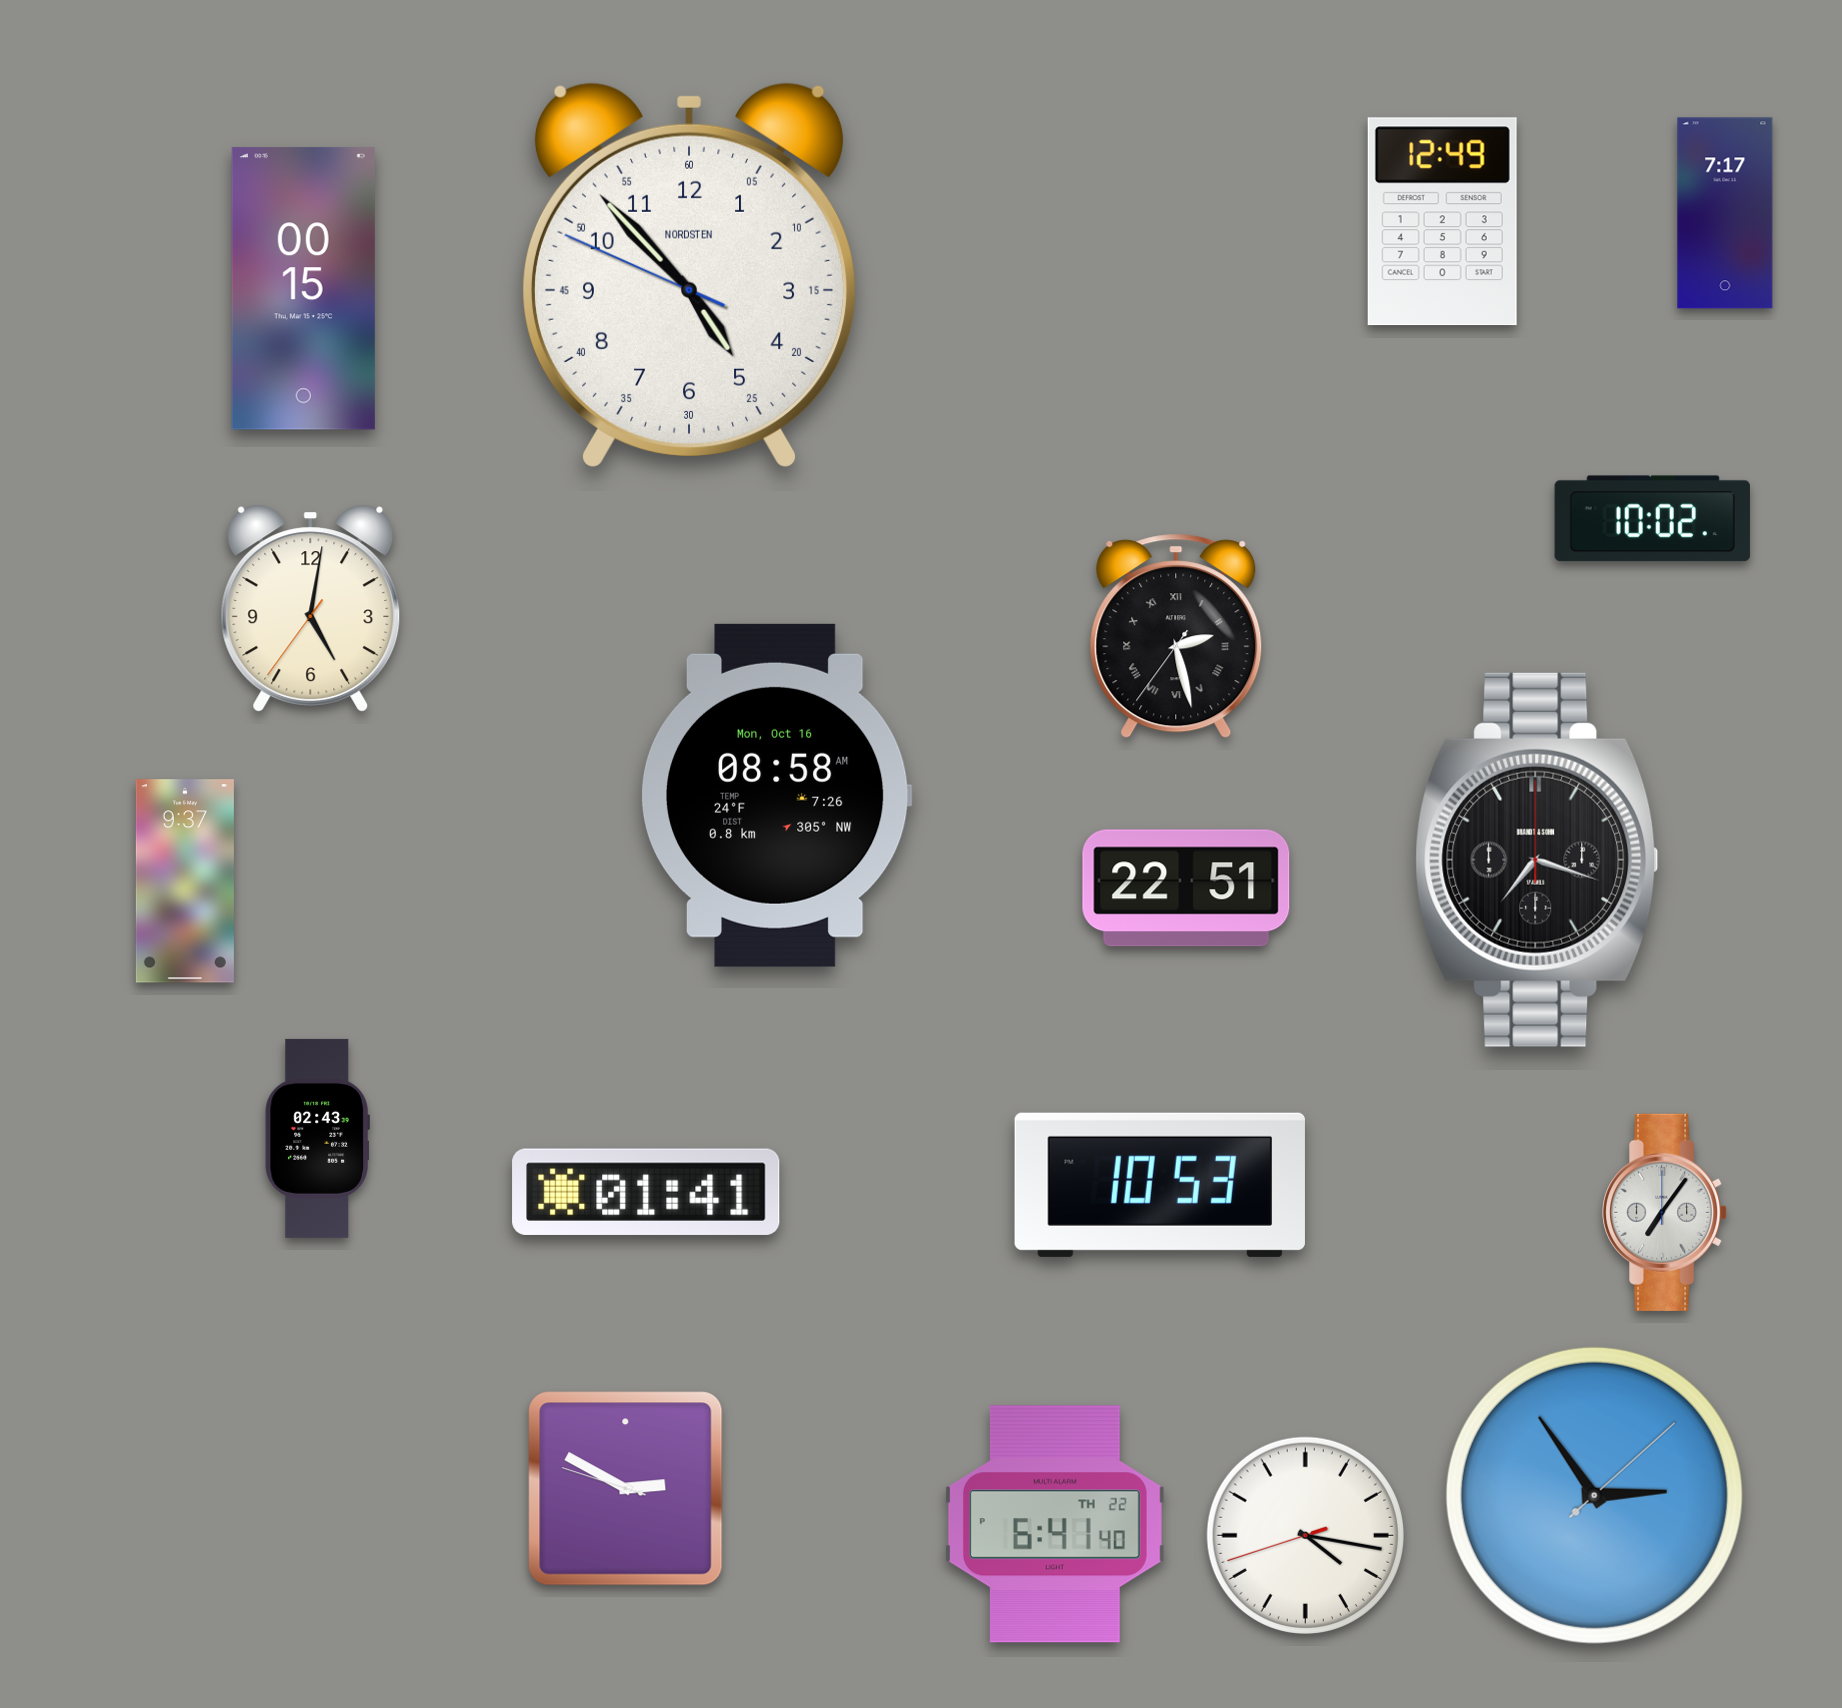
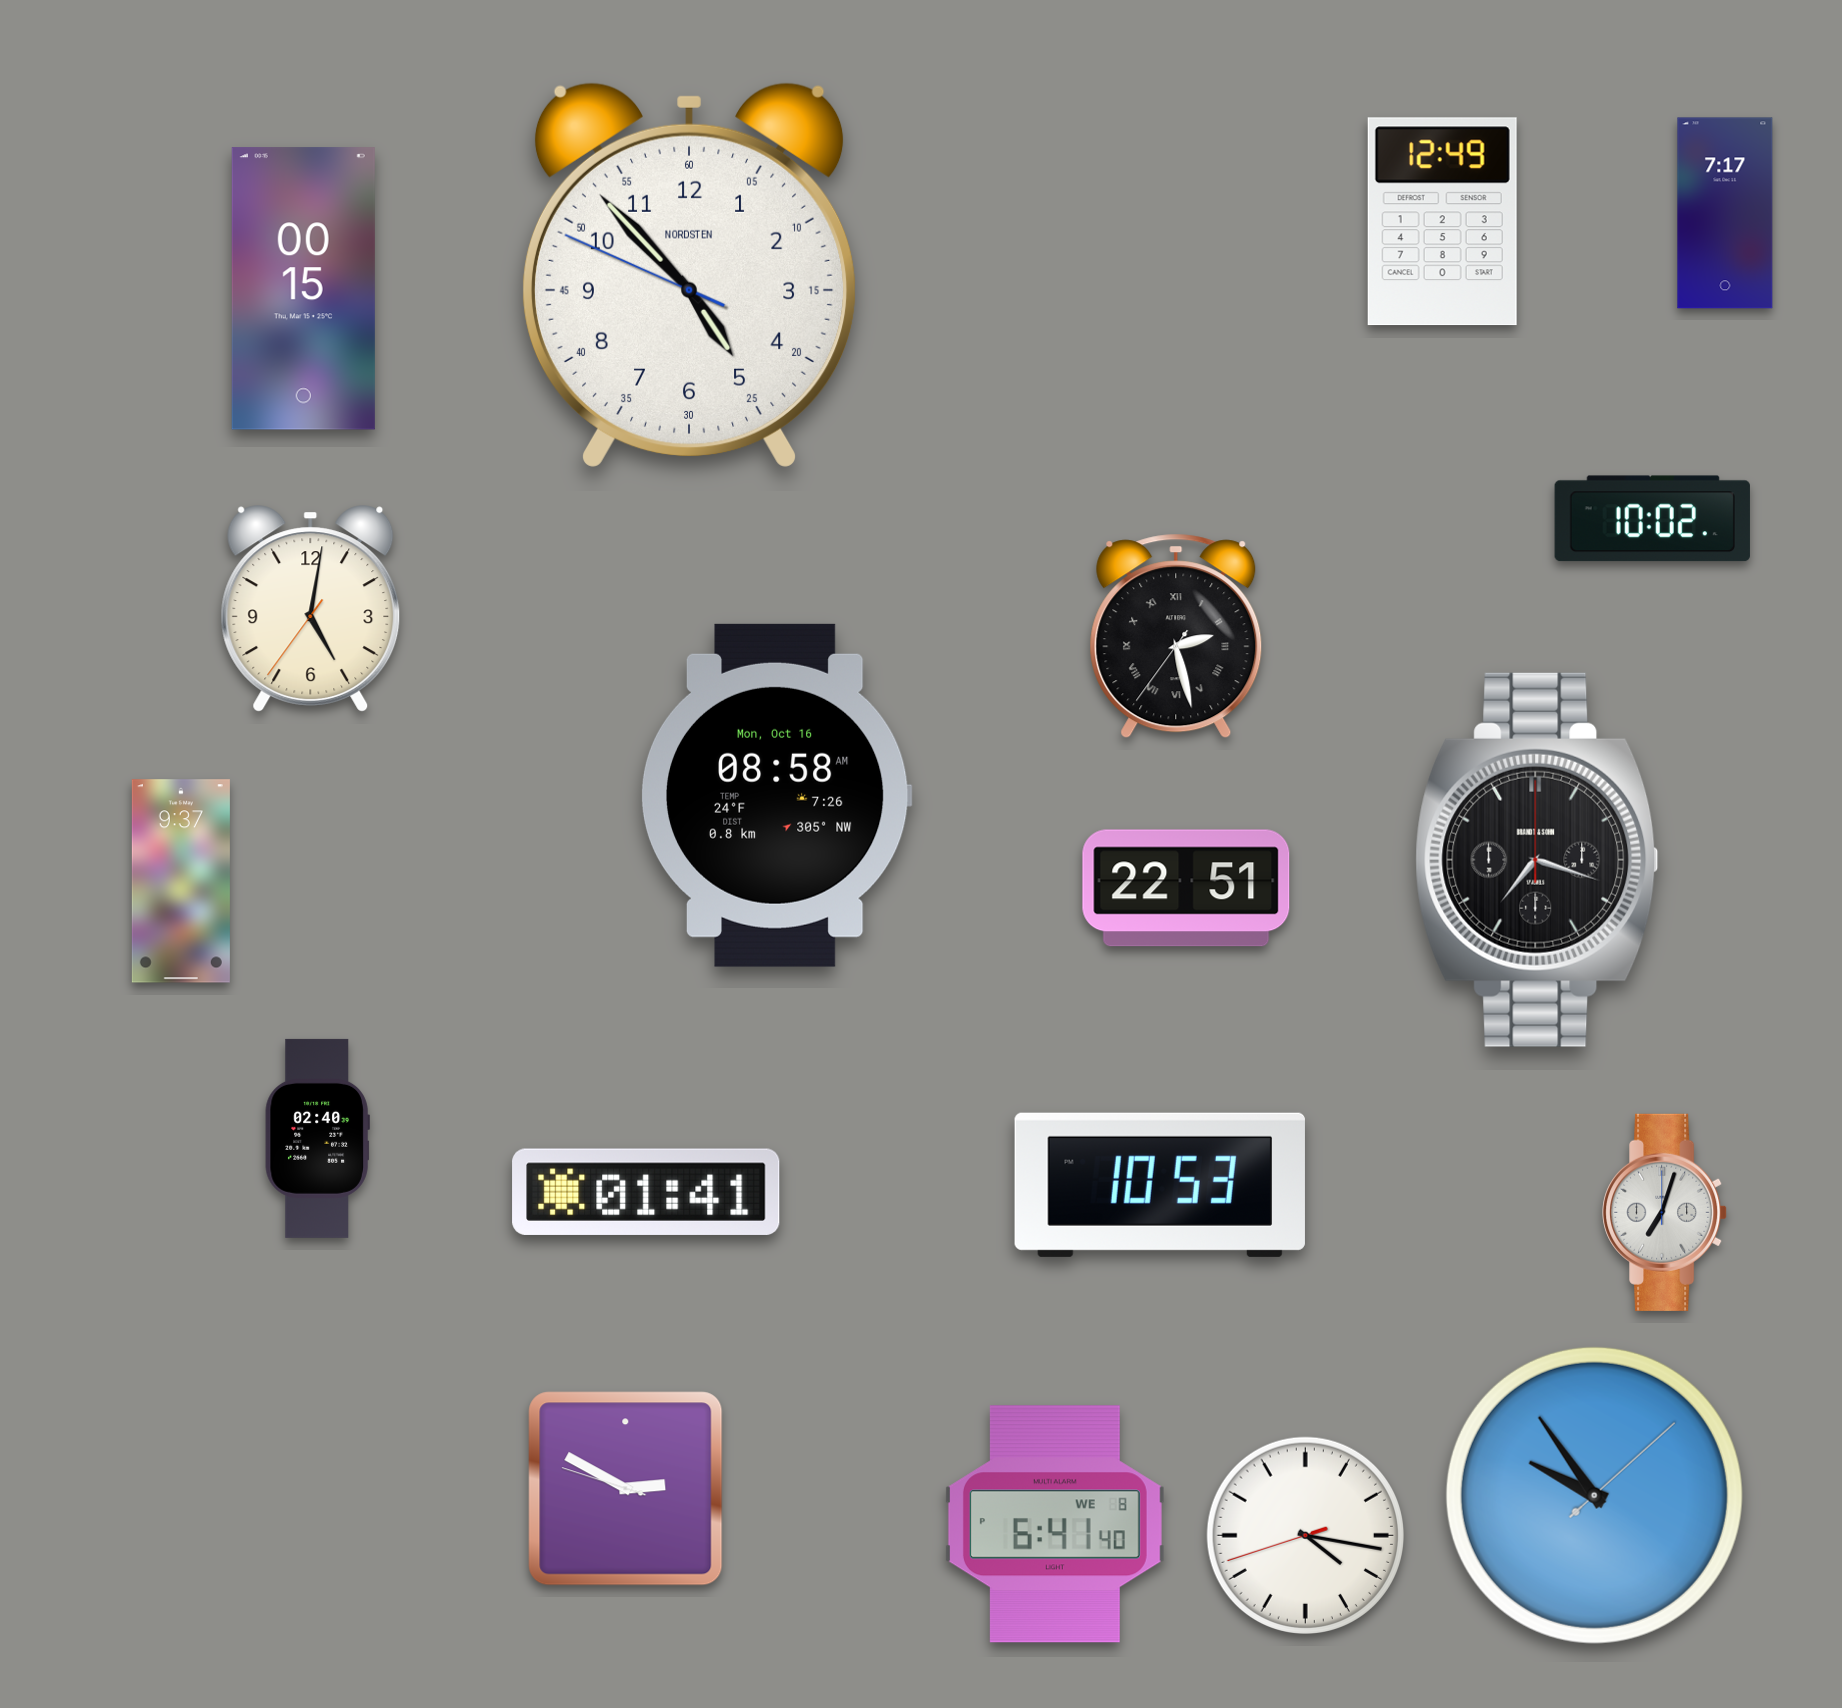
clock at (185, 881) position: (185, 881) -> (181, 881)
clock at (317, 1138): 02:43 -> 02:40
clock at (1665, 1212): 7:06 -> 7:03
clock at (1594, 1495): 2:54 -> 9:54
clock at (1055, 1524) date: TH 22 -> WE 8
